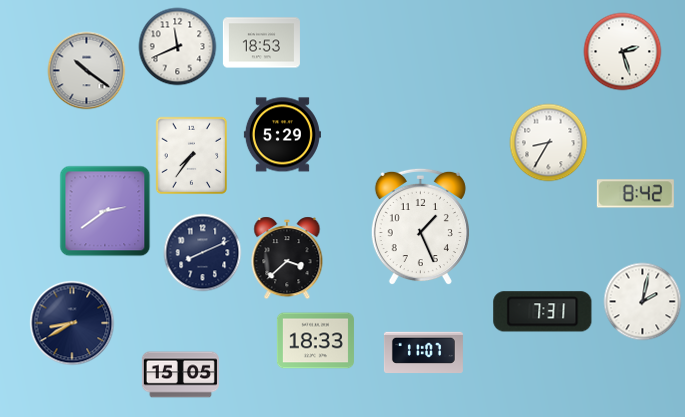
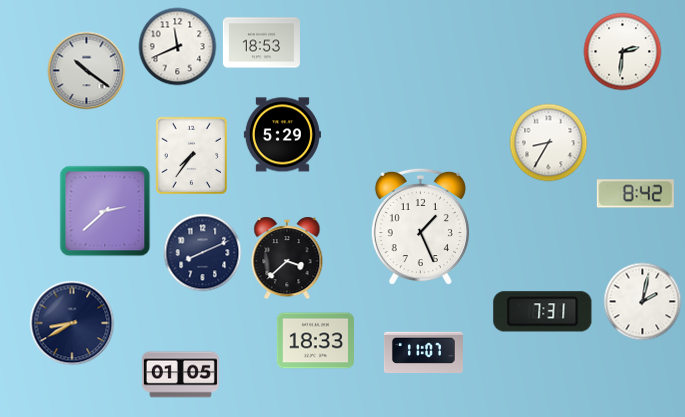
clock at (622, 51): 2:27 -> 2:31
clock at (105, 211): 2:39 -> 2:38
clock at (180, 375): 15:05 -> 01:05
